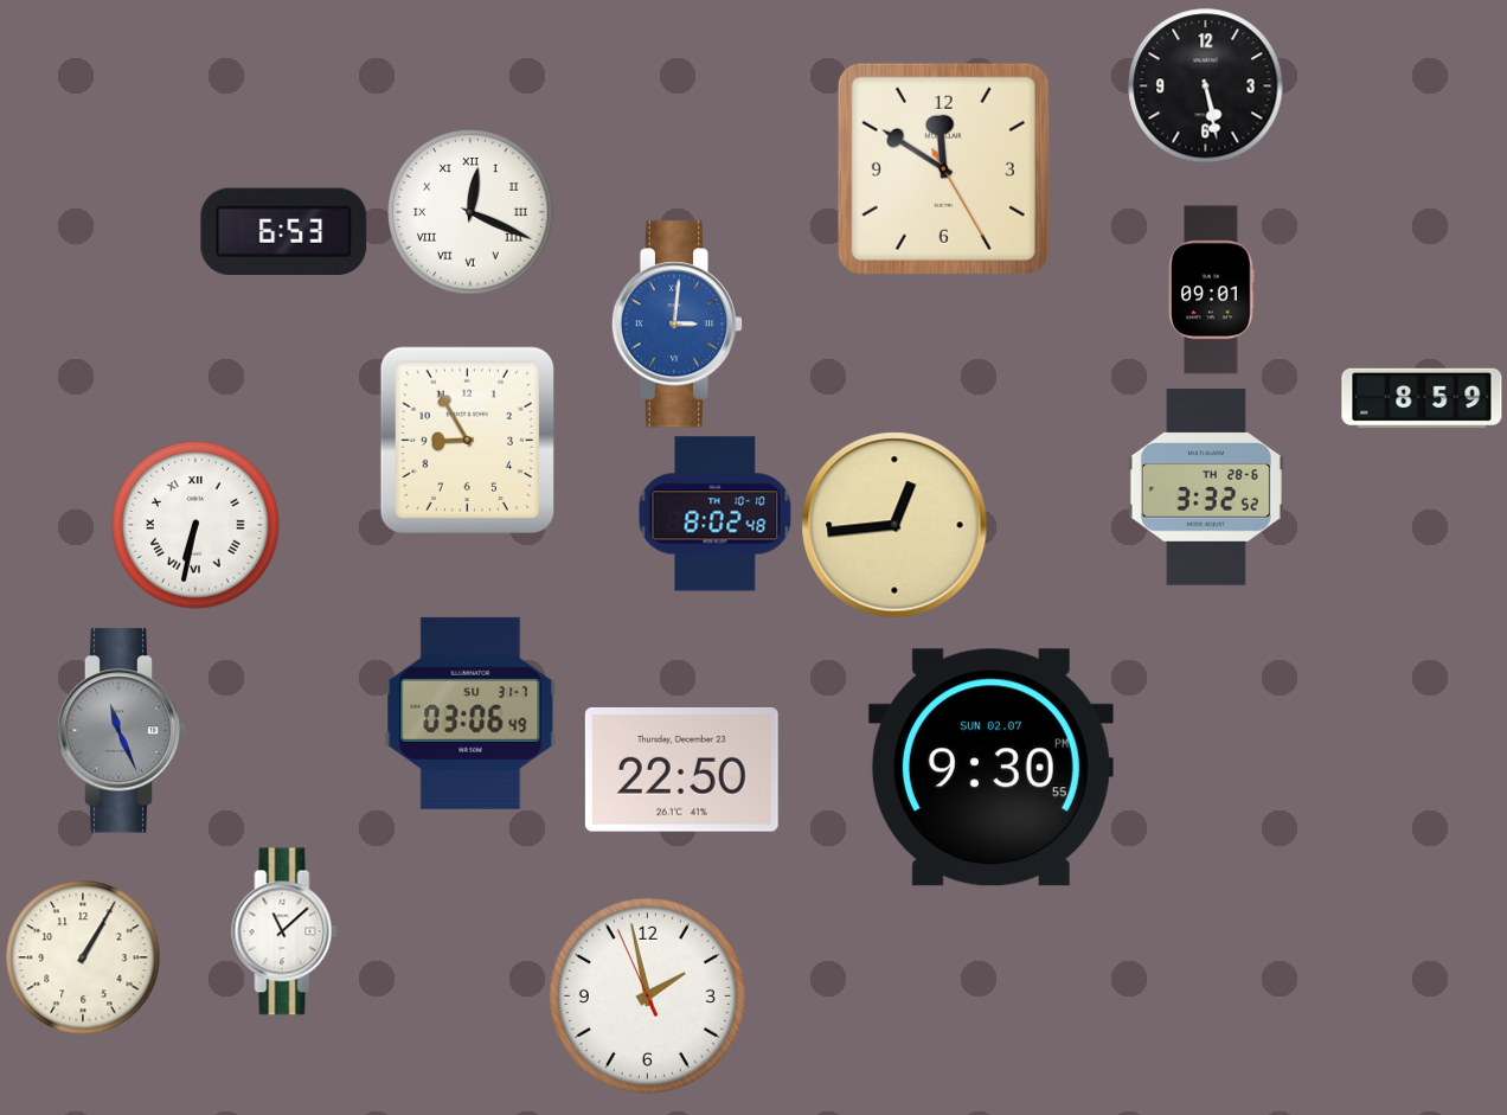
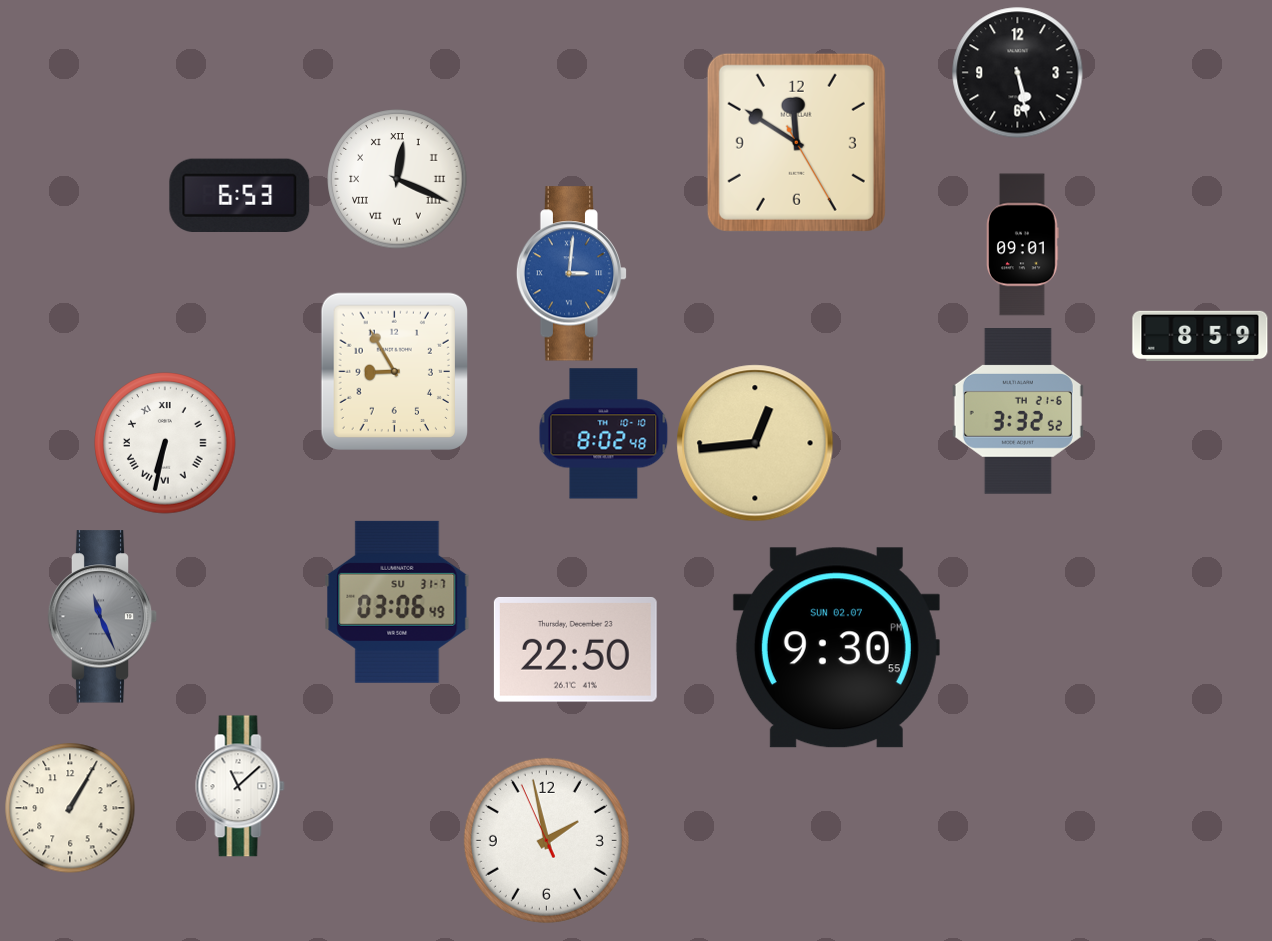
clock at (1206, 488) date: TH 28-6 -> TH 21-6
